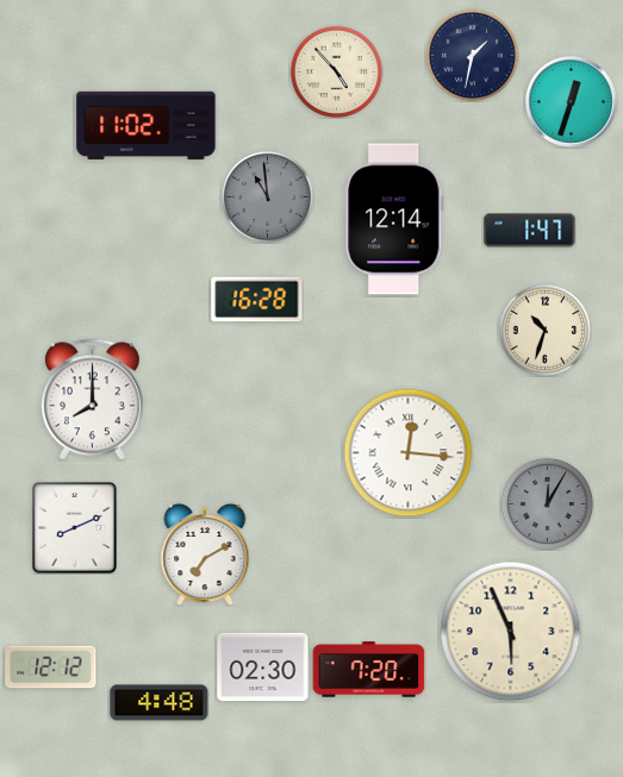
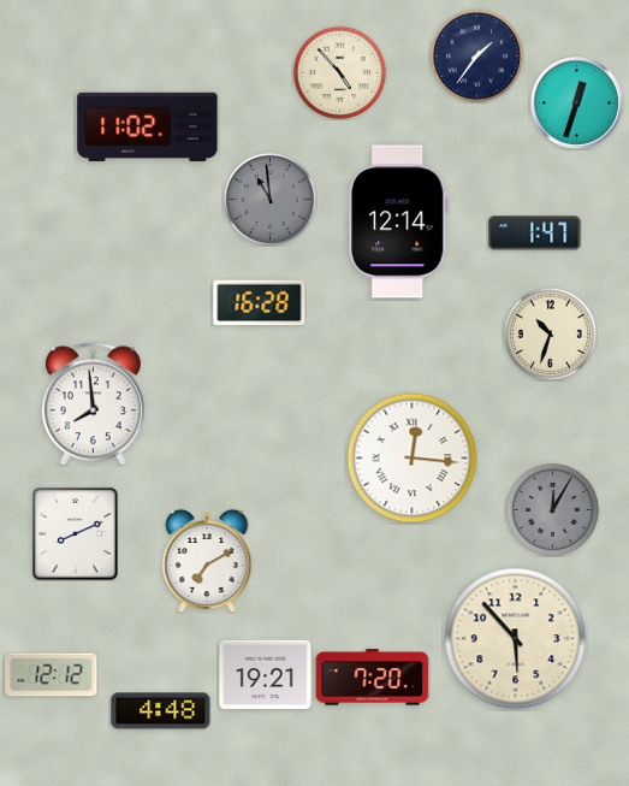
clock at (472, 55): 1:32 -> 1:36
clock at (92, 400): 8:00 -> 7:59
clock at (511, 632): 5:56 -> 5:53
clock at (263, 668): 02:30 -> 19:21
